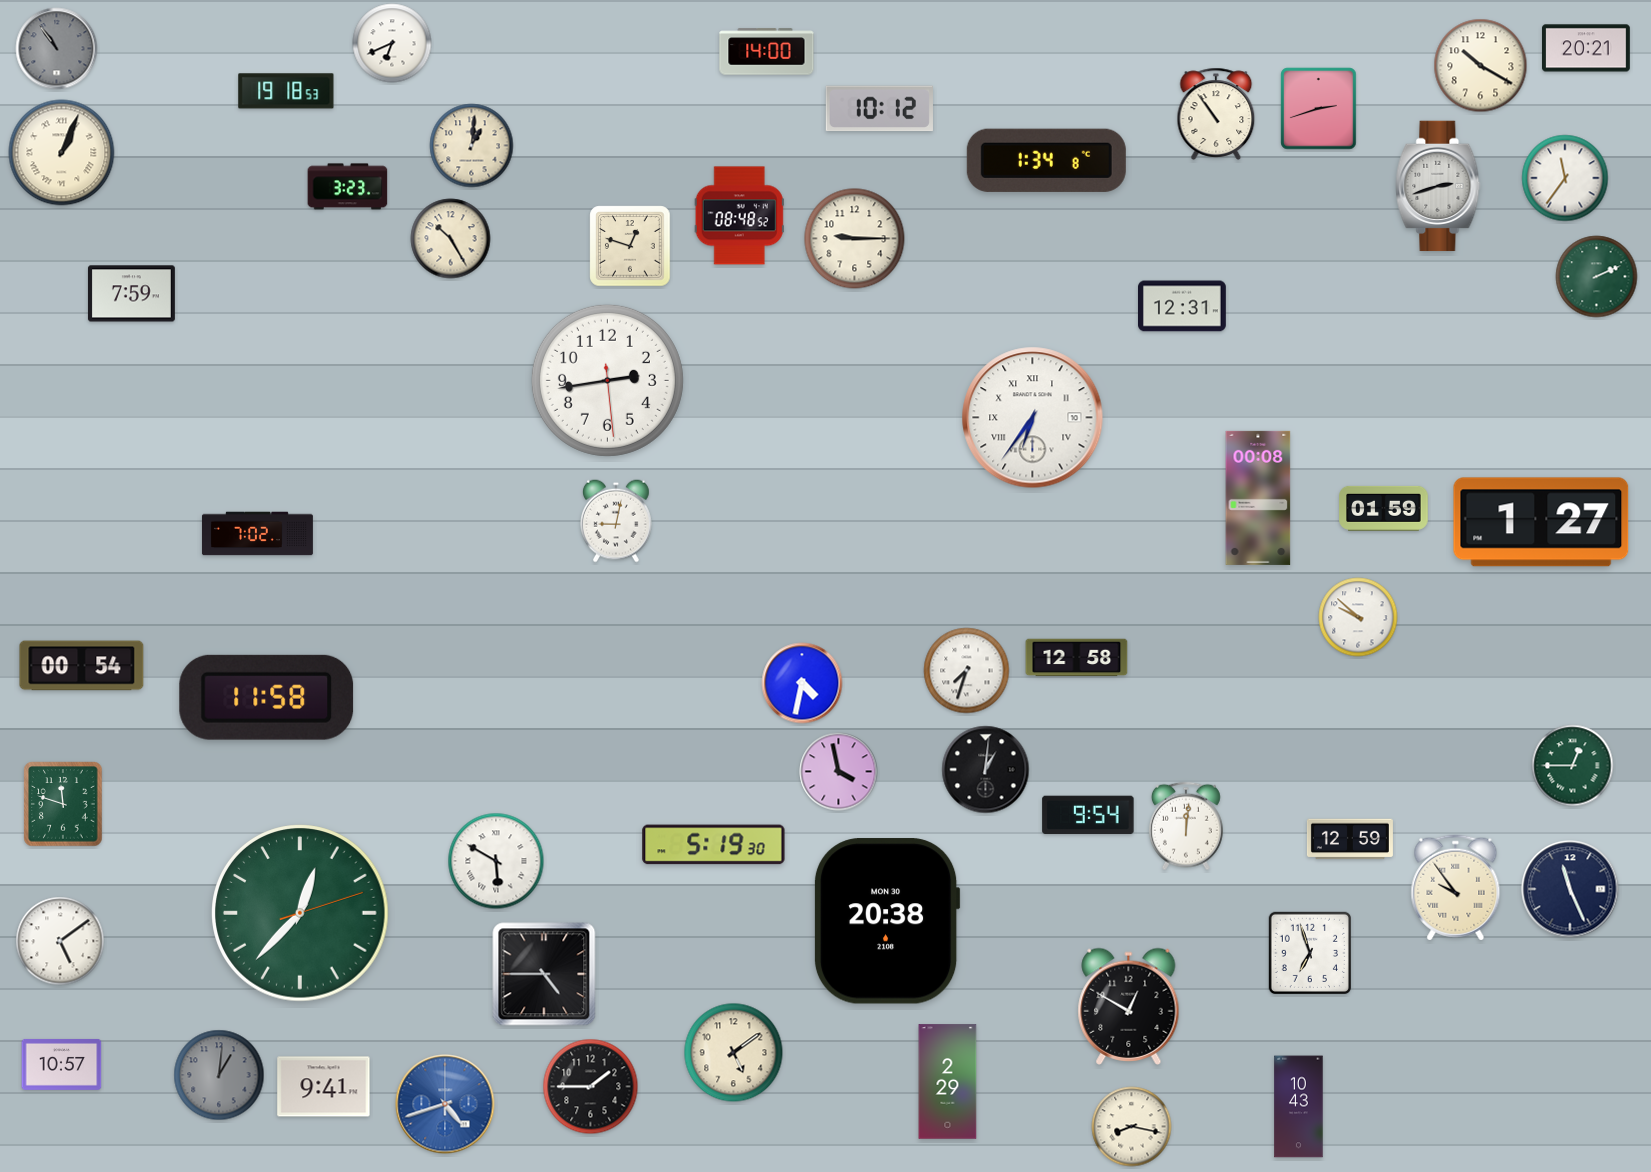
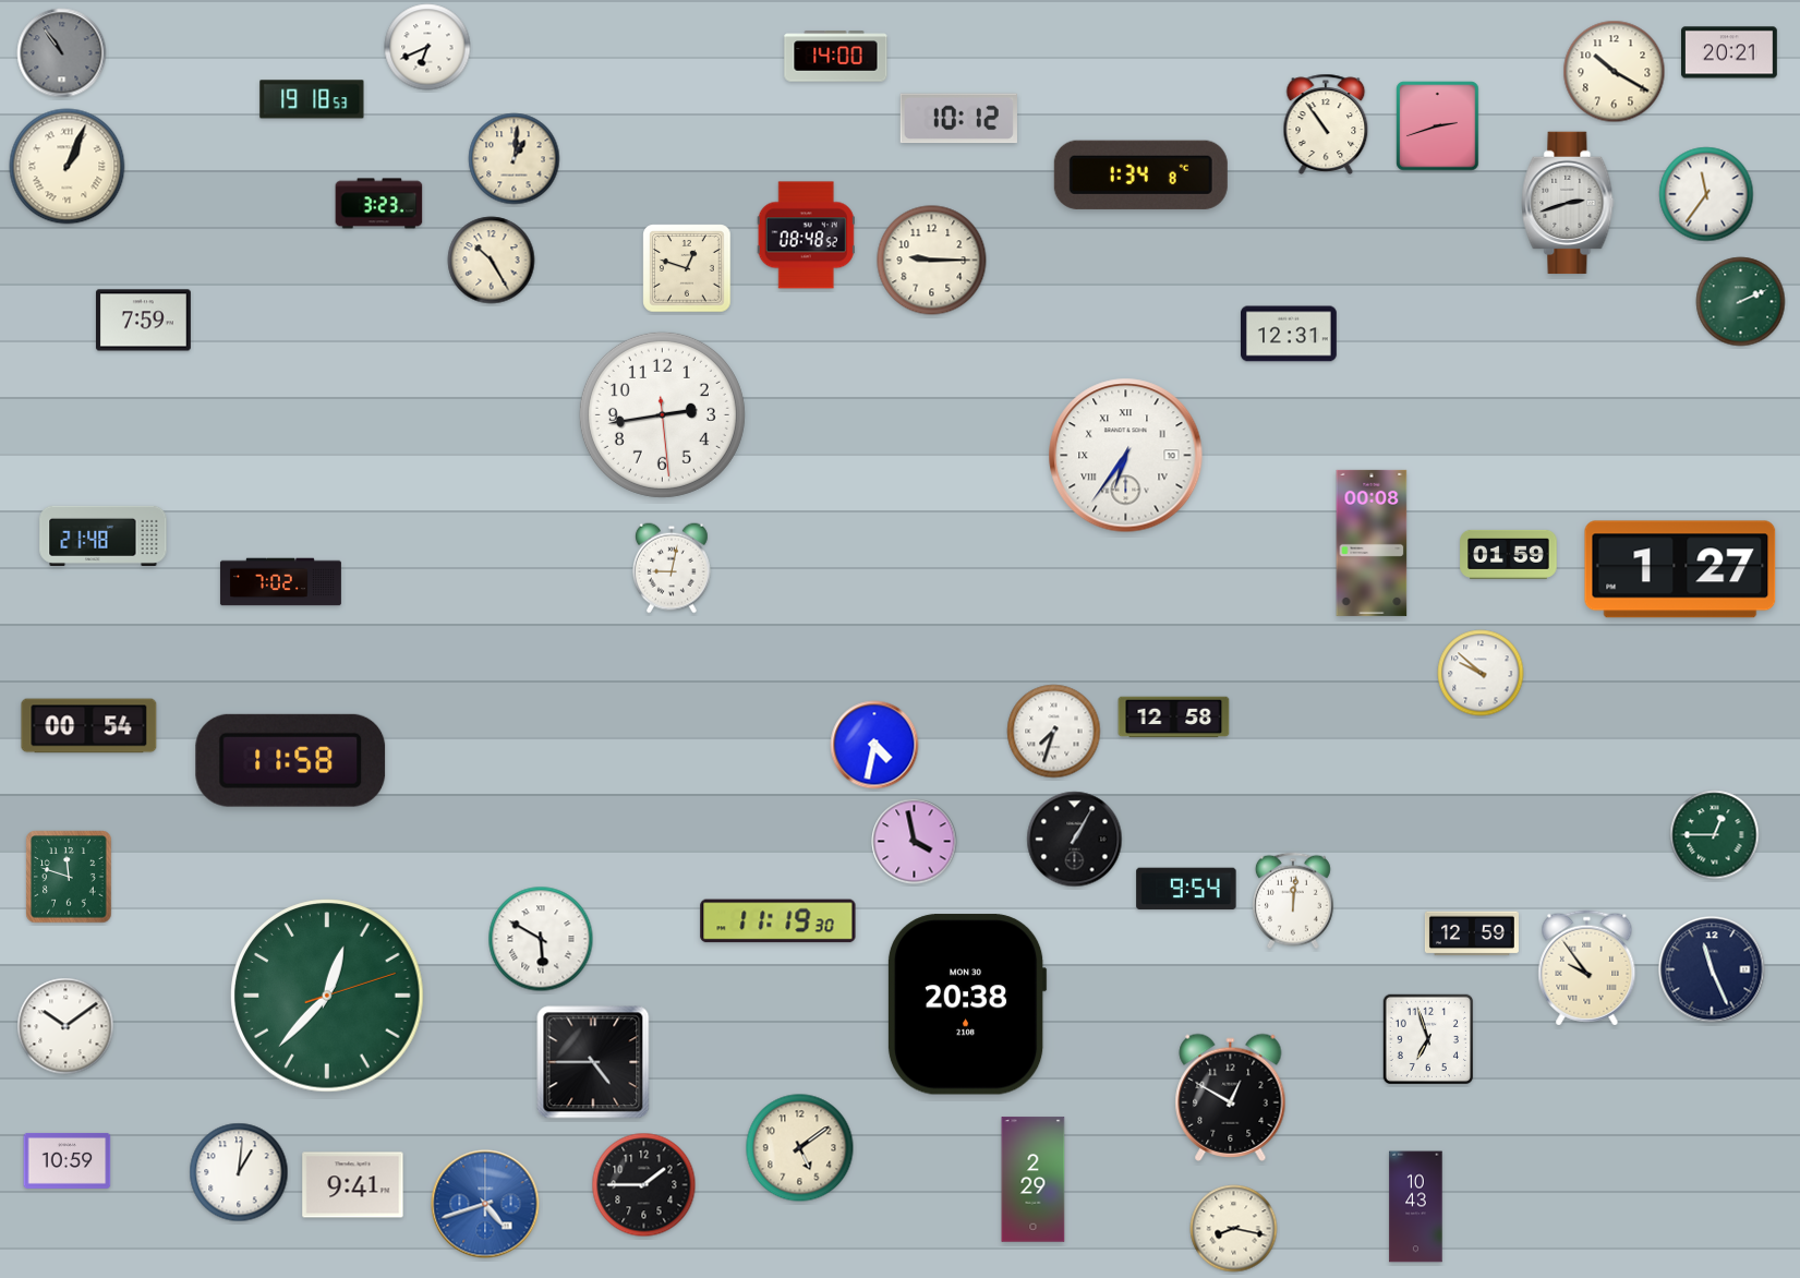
clock at (1319, 109) position: (1319, 109) -> (1438, 126)
clock at (104, 535): none -> 21:48
clock at (986, 770): 1:01 -> 1:05
clock at (1350, 839) position: (1350, 839) -> (1472, 933)
clock at (714, 845): 5:19 -> 11:19
clock at (60, 941): 5:09 -> 10:09
clock at (62, 1064): 10:57 -> 10:59
clock at (219, 1075) dial: grey -> white
